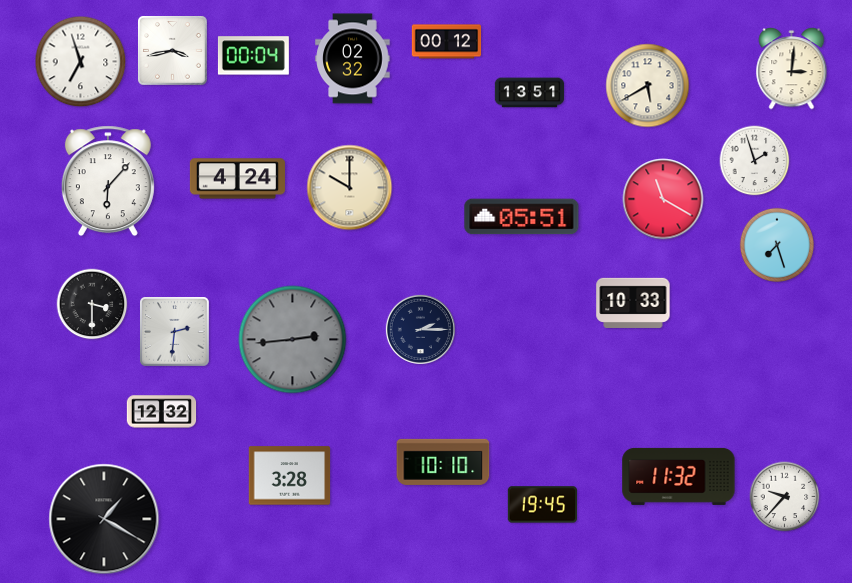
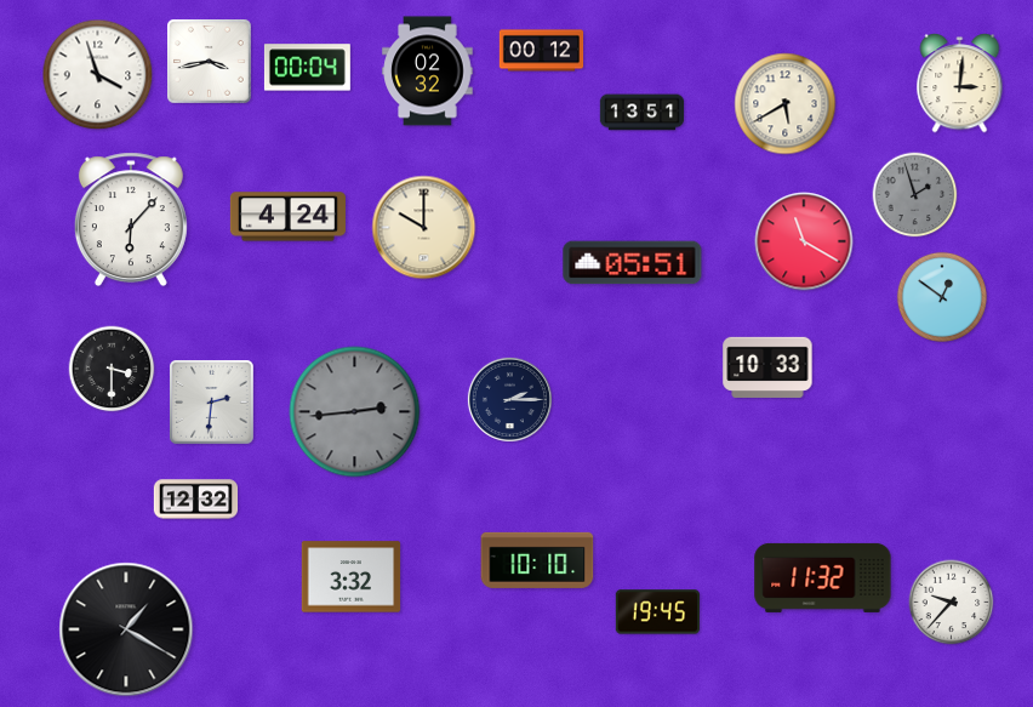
clock at (81, 62): 6:57 -> 3:57
clock at (755, 161) dial: white -> grey
clock at (777, 245): 7:27 -> 12:51
clock at (290, 476): 3:28 -> 3:32
